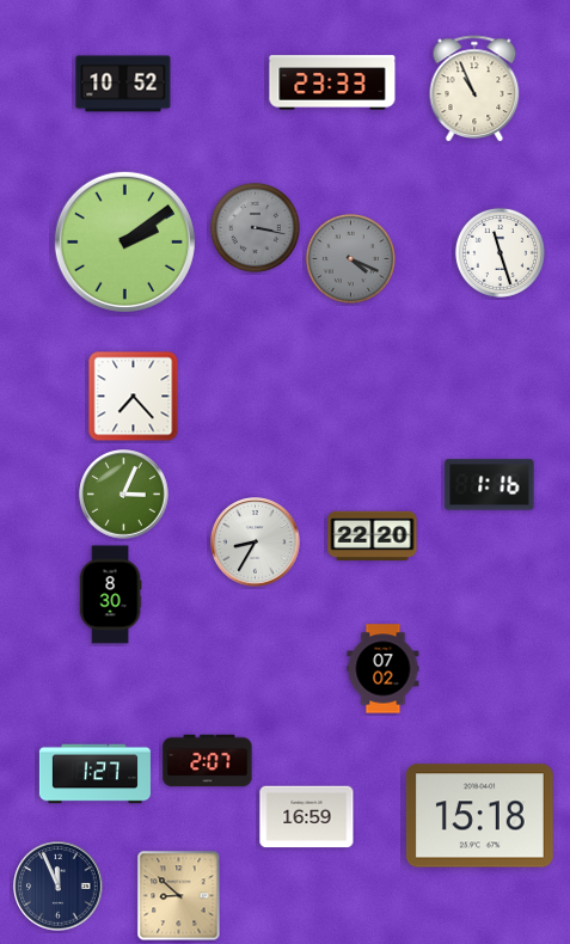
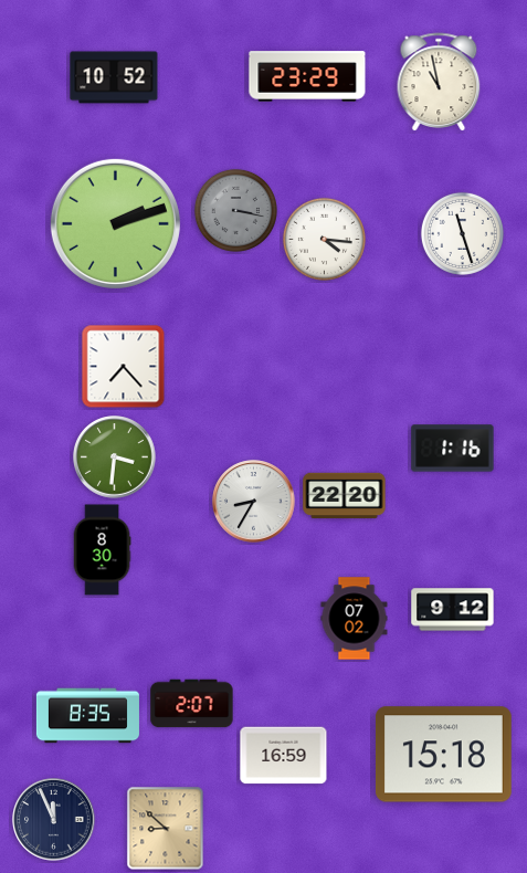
clock at (332, 82): 23:33 -> 23:29
clock at (474, 88): 10:56 -> 10:58
clock at (124, 241): 2:09 -> 2:12
clock at (350, 258): 4:19 -> 4:16
clock at (350, 258) dial: grey -> white
clock at (124, 495): 3:04 -> 3:31
clock at (256, 543) position: (256, 543) -> (254, 502)
clock at (453, 610): none -> 9:12
clock at (94, 774): 1:27 -> 8:35
